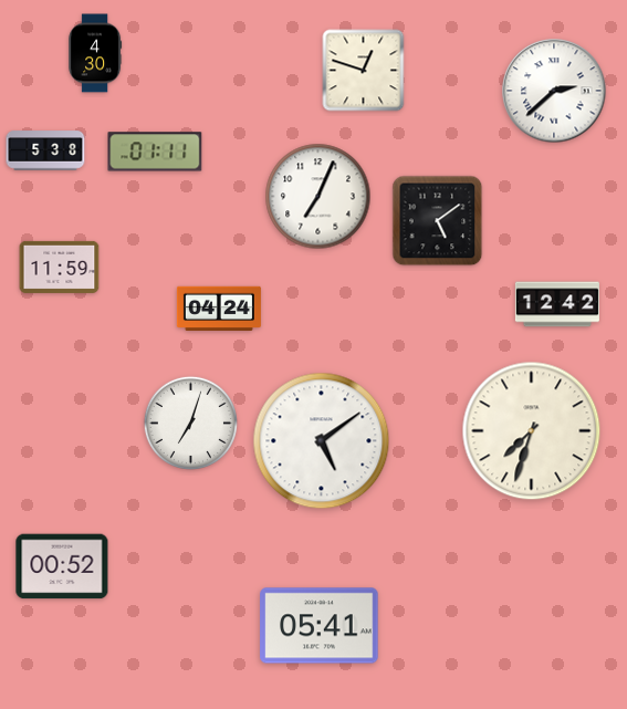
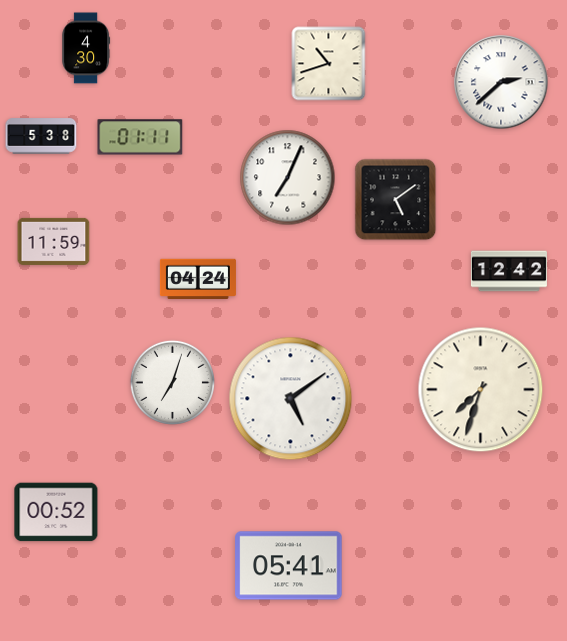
clock at (364, 71): 12:48 -> 10:42
clock at (557, 304) position: (557, 304) -> (509, 271)
